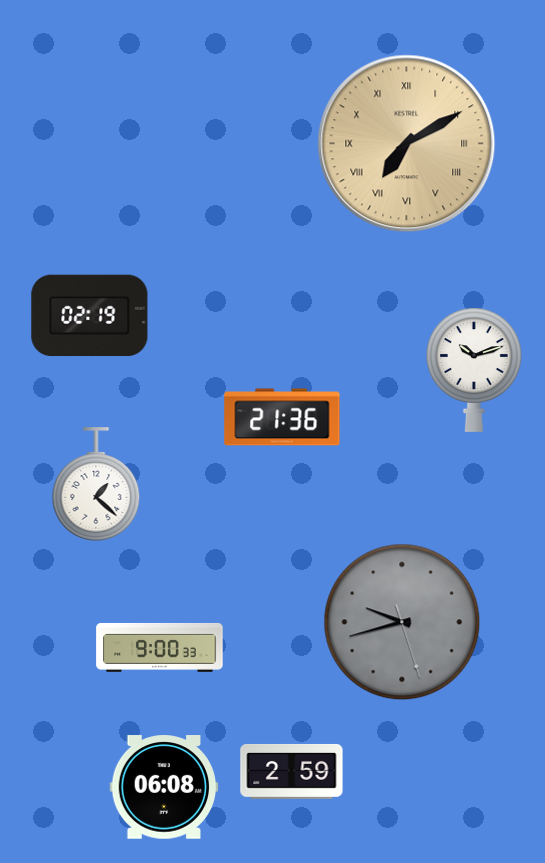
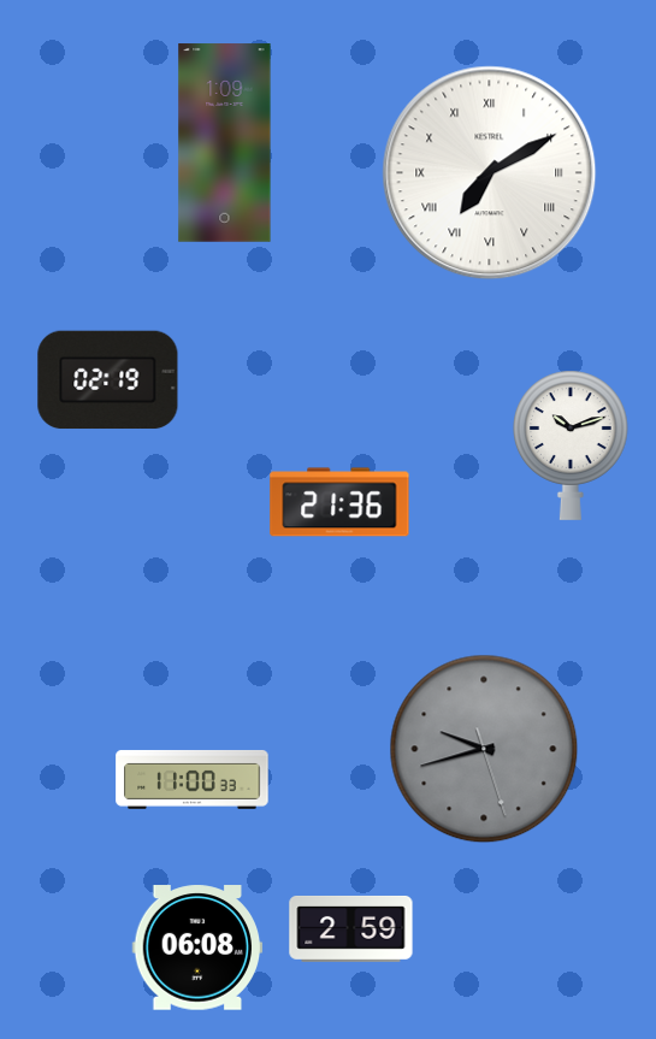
clock at (225, 143): none -> 1:09
clock at (407, 144) dial: champagne -> white
clock at (96, 484): 1:22 -> none
clock at (160, 647): 9:00 -> 11:00
